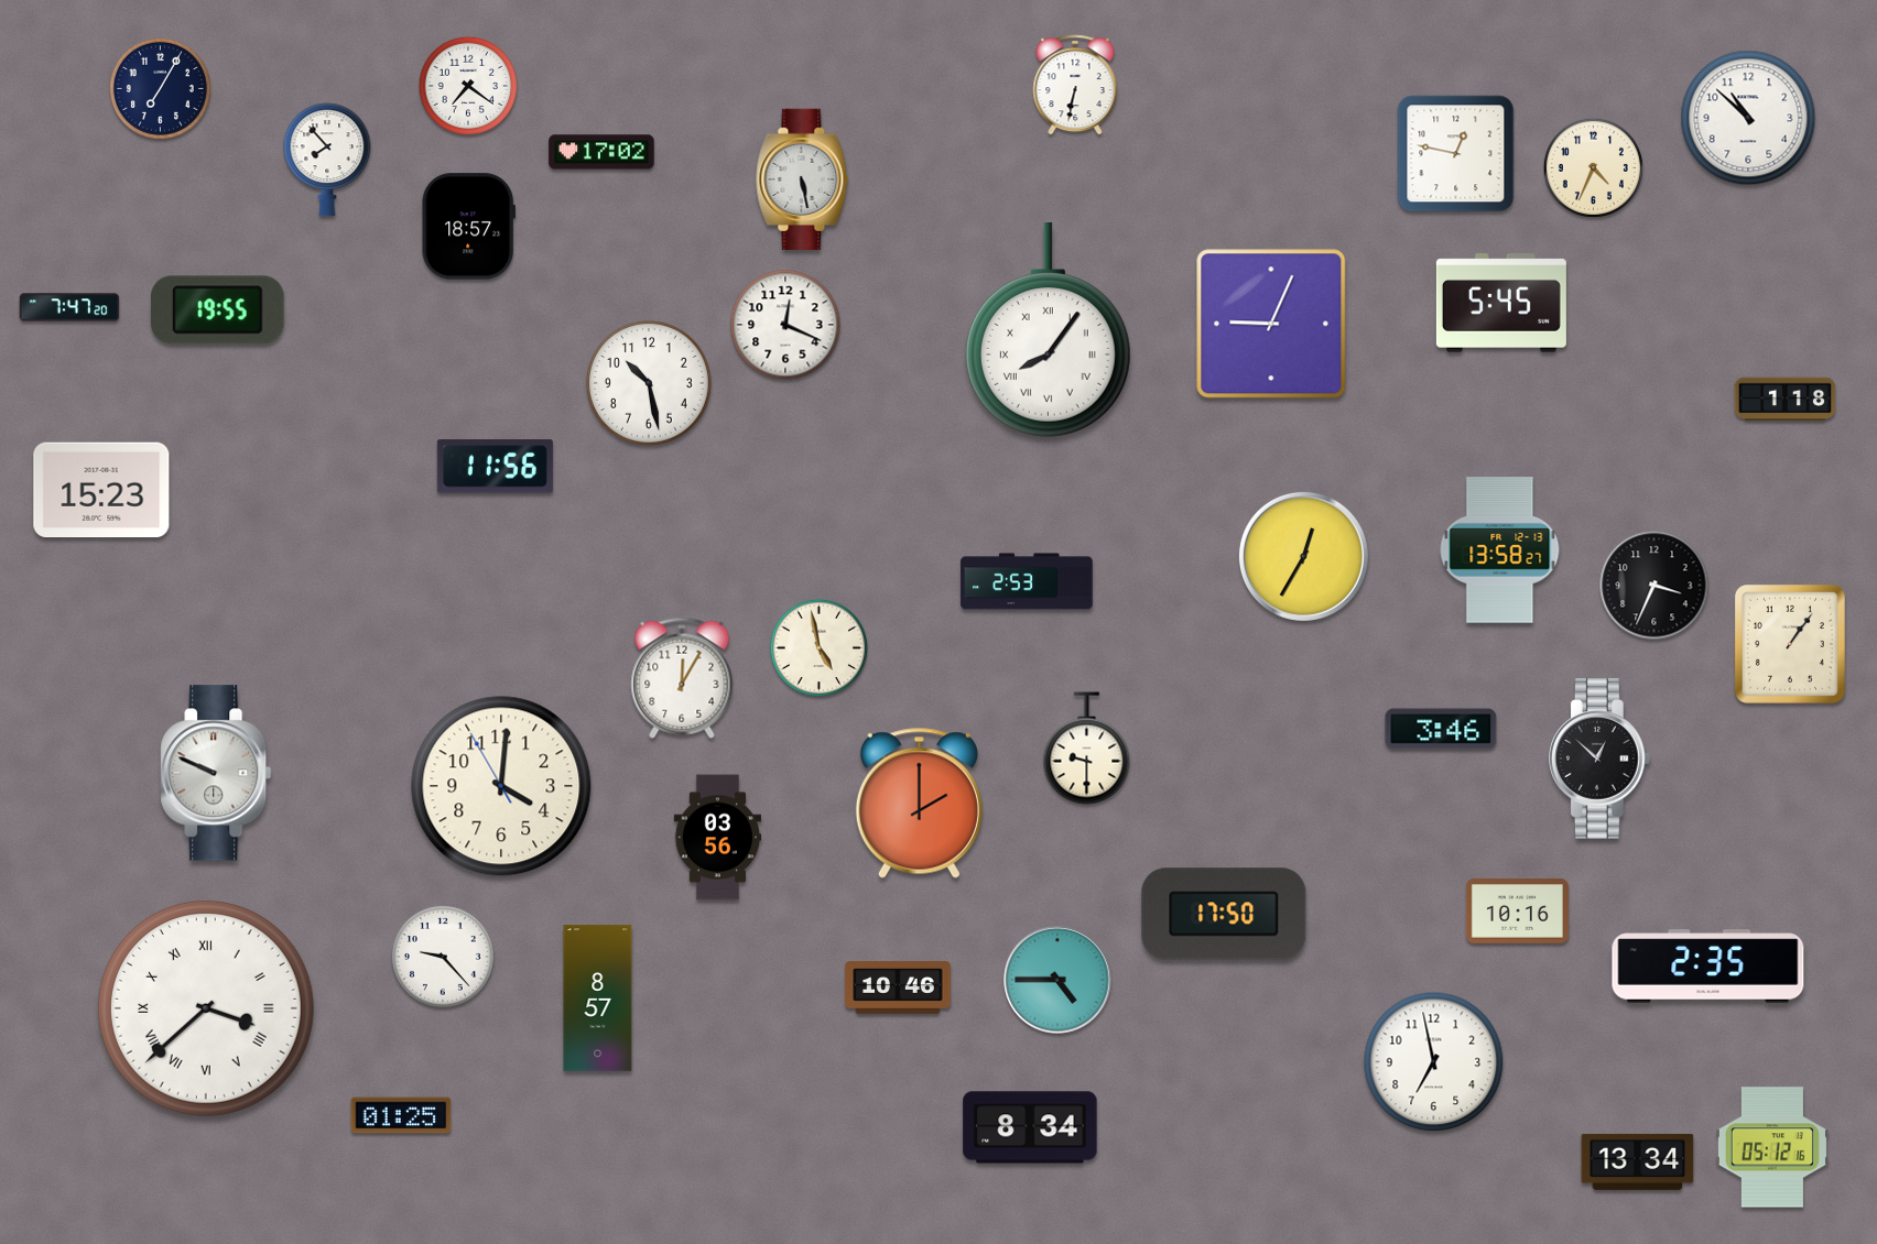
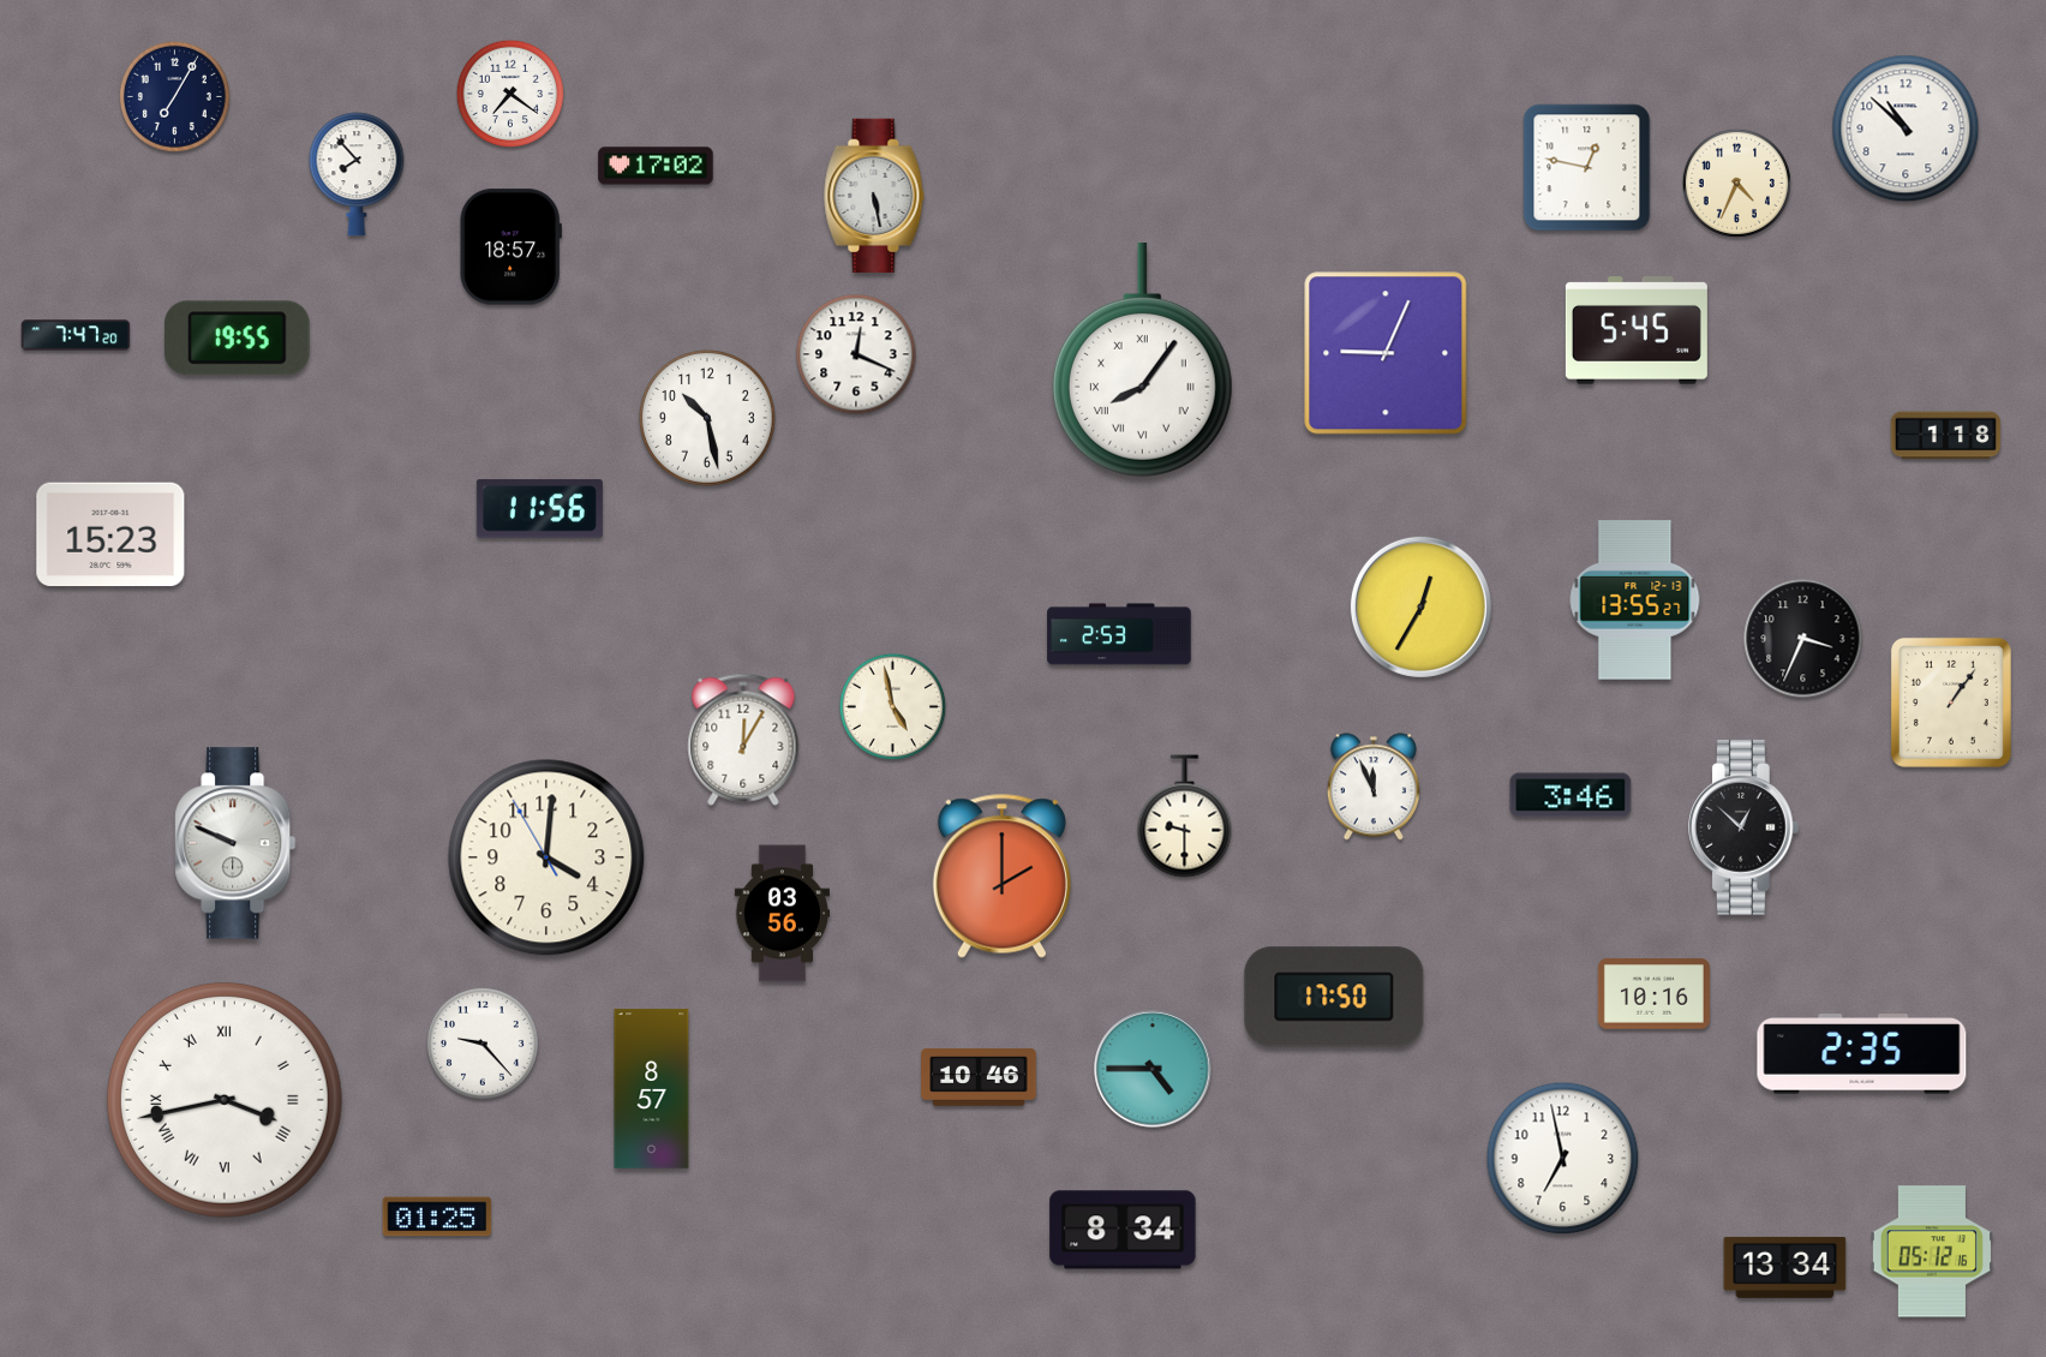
clock at (1075, 85): 6:32 -> none
clock at (1500, 550): 13:58 -> 13:55
clock at (1374, 787): none -> 11:56
clock at (206, 1008): 3:38 -> 3:43
